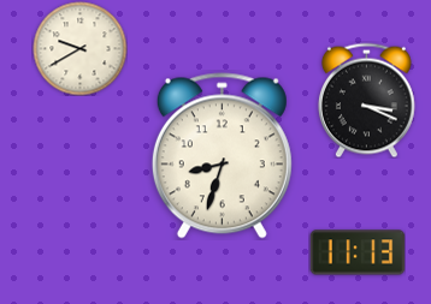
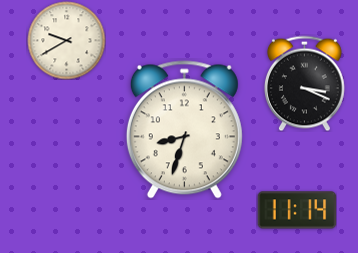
clock at (358, 252): 11:13 -> 11:14
